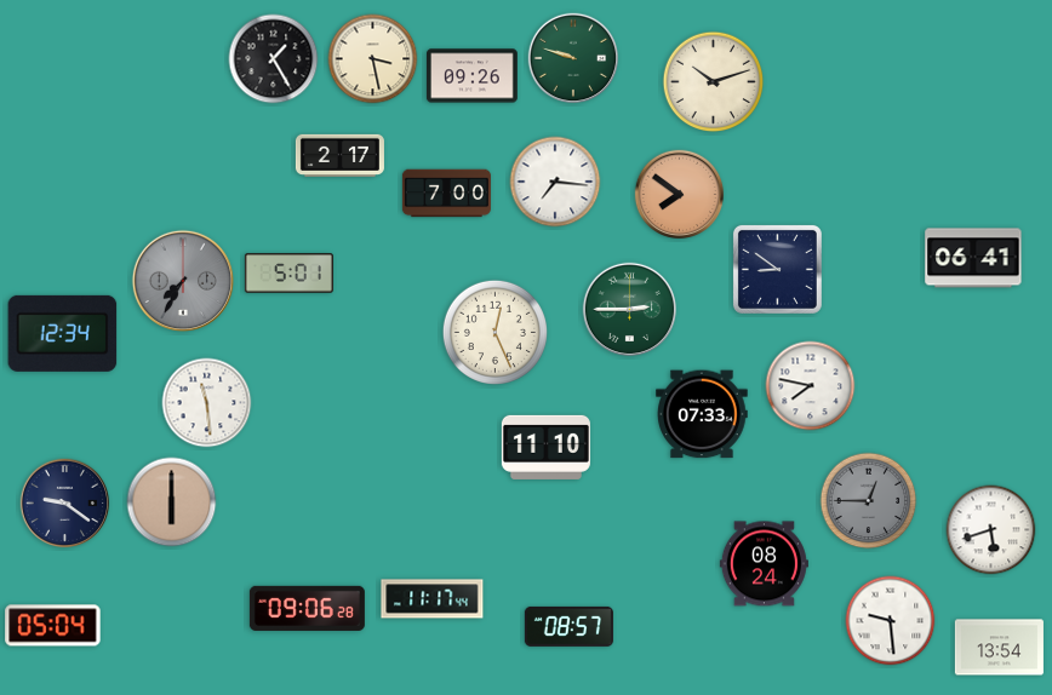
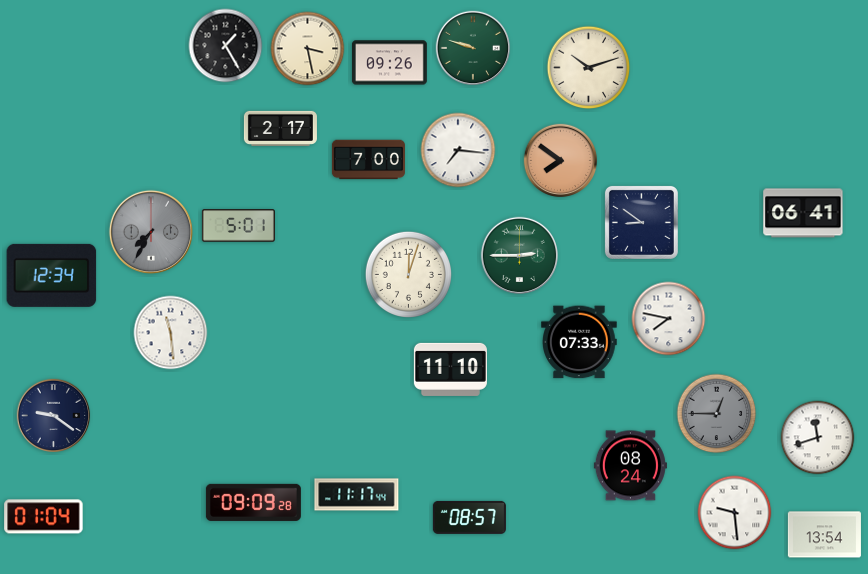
clock at (274, 59) position: (274, 59) -> (226, 46)
clock at (494, 332): 12:26 -> 12:03
clock at (172, 502): 6:00 -> none
clock at (991, 530): 5:42 -> 11:42
clock at (307, 608): 09:06 -> 09:09
clock at (53, 626): 05:04 -> 01:04
